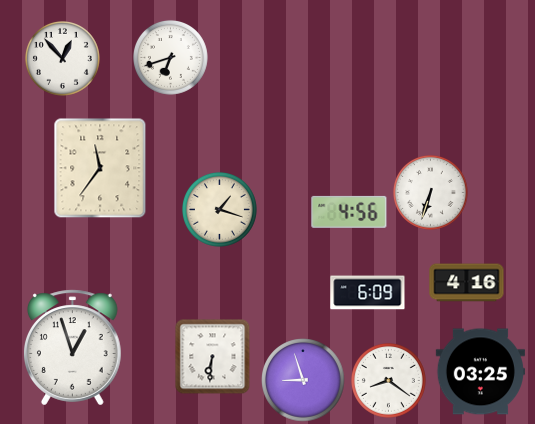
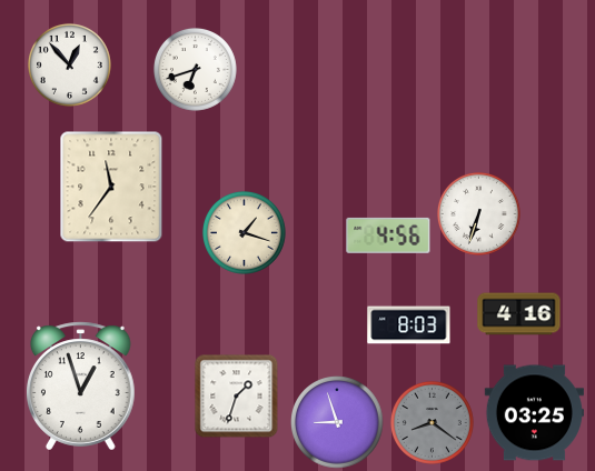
clock at (170, 57) position: (170, 57) -> (195, 69)
clock at (368, 293): 6:09 -> 8:03
clock at (213, 357): 6:31 -> 1:33
clock at (388, 380) dial: white -> grey
